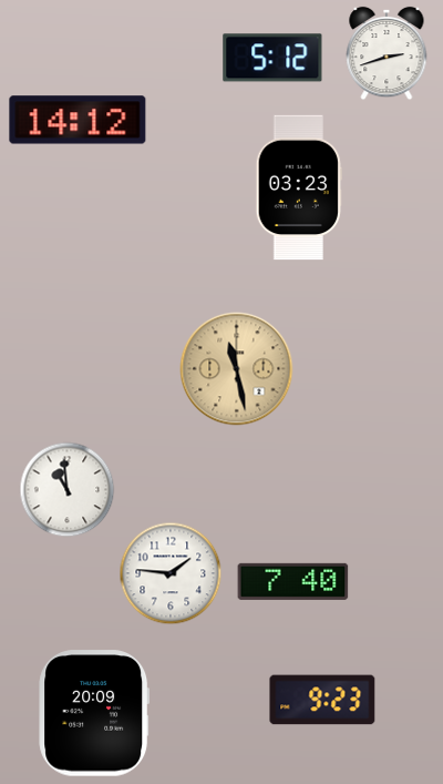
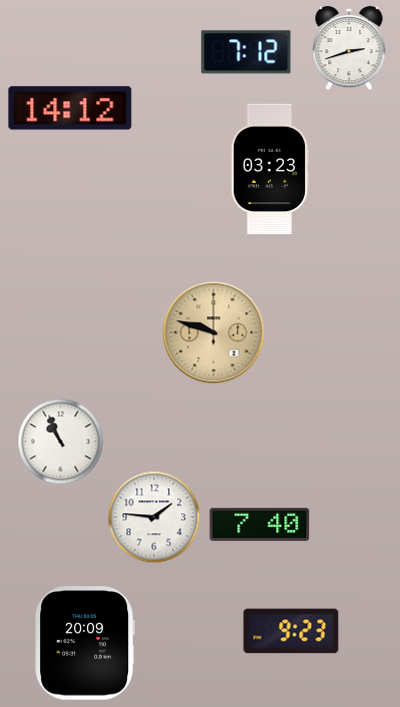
clock at (272, 58): 5:12 -> 7:12
clock at (237, 369): 11:28 -> 9:48
clock at (68, 490): 10:59 -> 10:56
clock at (293, 581) position: (293, 581) -> (260, 524)
